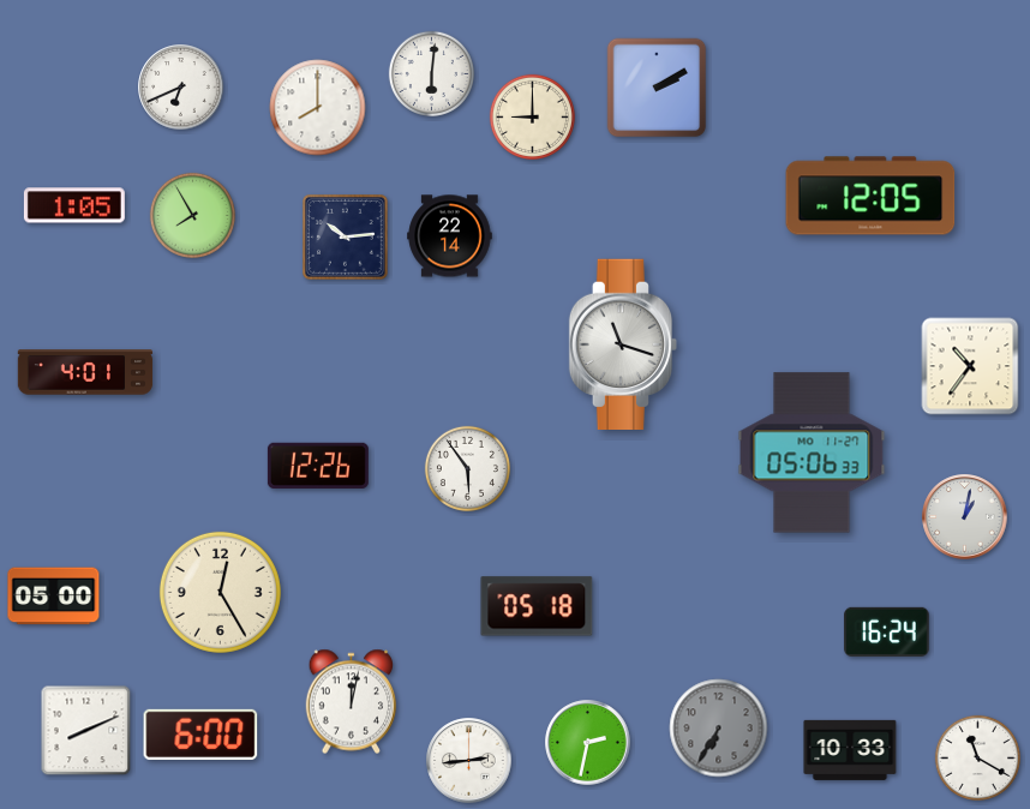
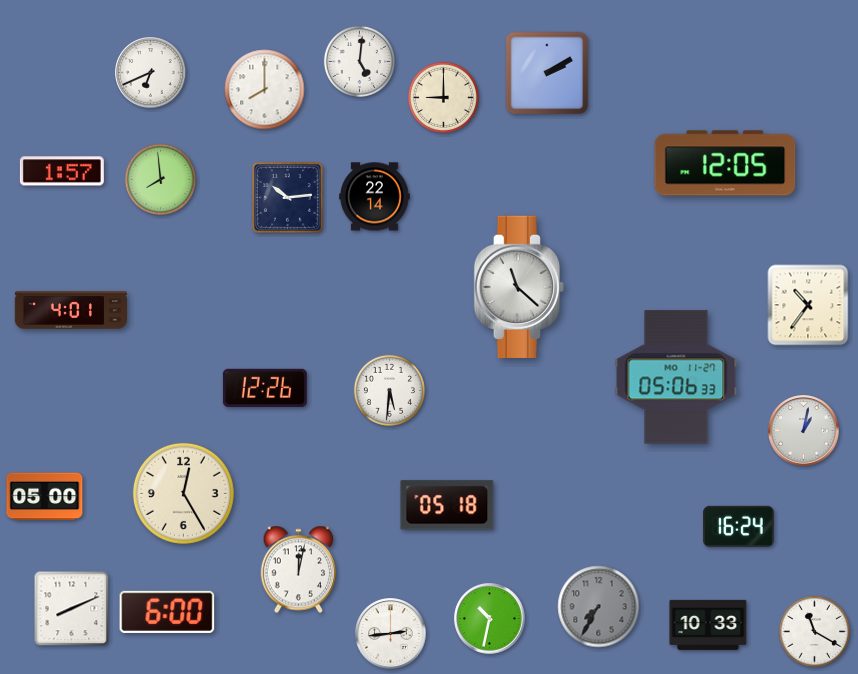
clock at (431, 73): 6:01 -> 5:01
clock at (74, 205): 1:05 -> 1:57
clock at (192, 215): 7:55 -> 7:59
clock at (622, 343): 11:18 -> 11:22
clock at (467, 468): 5:54 -> 5:31
clock at (352, 702) position: (352, 702) -> (299, 570)
clock at (719, 729): 6:35 -> 7:35
clock at (588, 743): 2:32 -> 10:32
